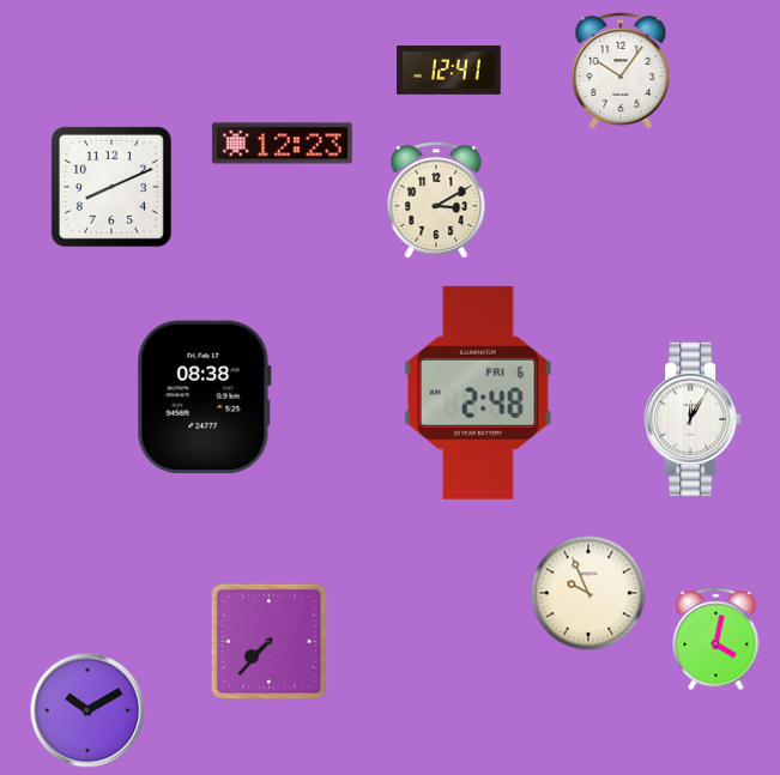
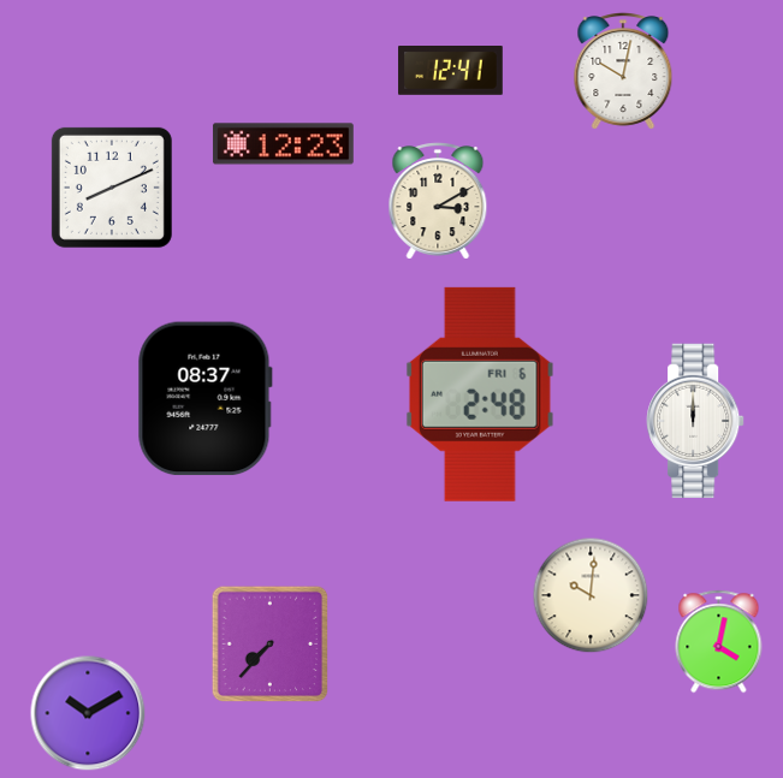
clock at (621, 71): 10:06 -> 10:02
clock at (204, 398): 08:38 -> 08:37
clock at (693, 419): 12:05 -> 12:00
clock at (588, 593): 9:56 -> 10:01
